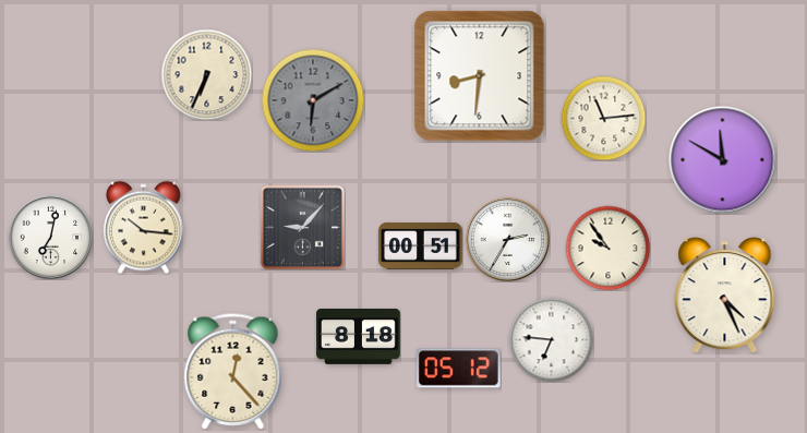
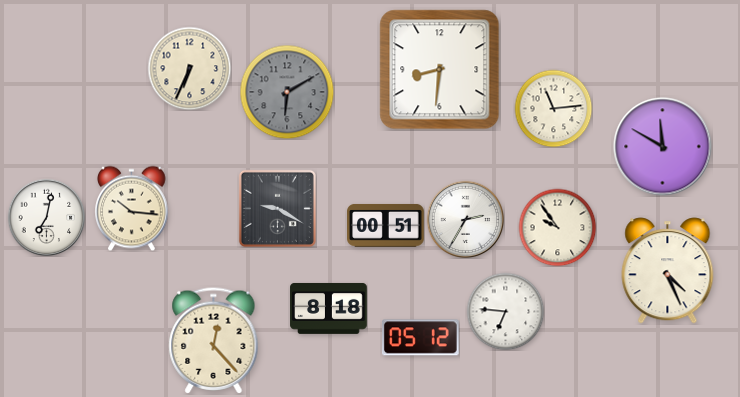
clock at (302, 227): 9:07 -> 9:20
clock at (725, 296) position: (725, 296) -> (668, 271)
